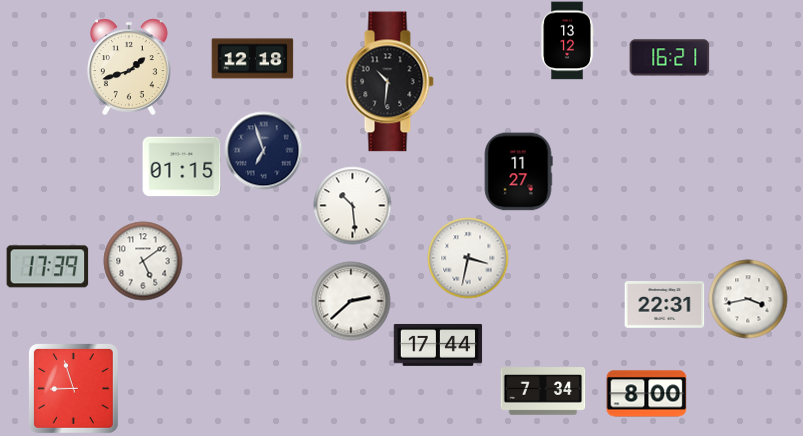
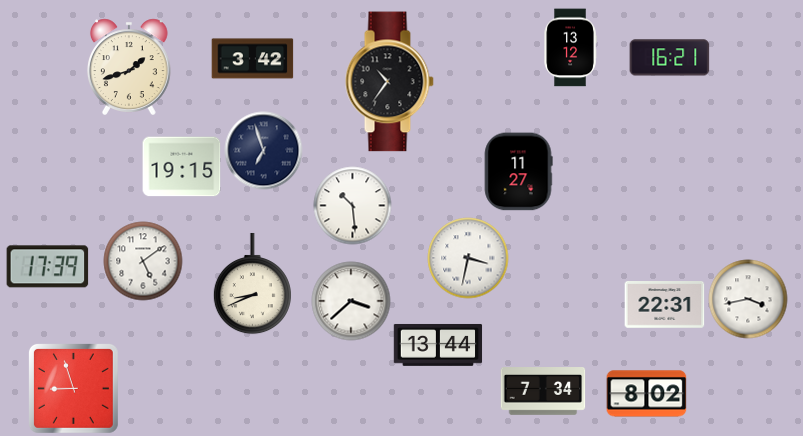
clock at (567, 40) position: (567, 40) -> (570, 47)
clock at (252, 59): 12:18 -> 3:42
clock at (389, 82): 10:31 -> 10:36
clock at (181, 167): 01:15 -> 19:15
clock at (252, 283): none -> 8:41
clock at (351, 301): 2:38 -> 3:38
clock at (438, 345): 17:44 -> 13:44
clock at (646, 394): 8:00 -> 8:02
